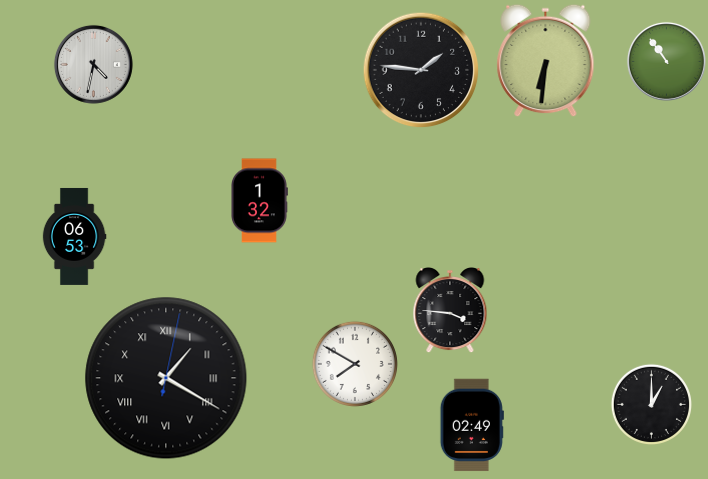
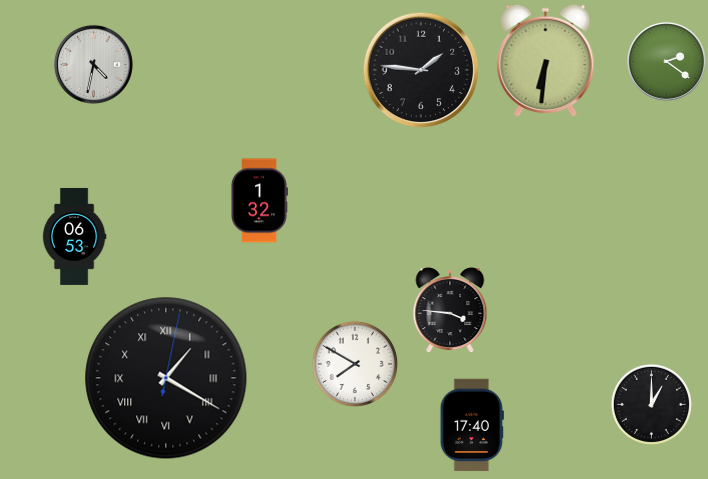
clock at (666, 61): 10:54 -> 2:21
clock at (472, 425): 02:49 -> 17:40
